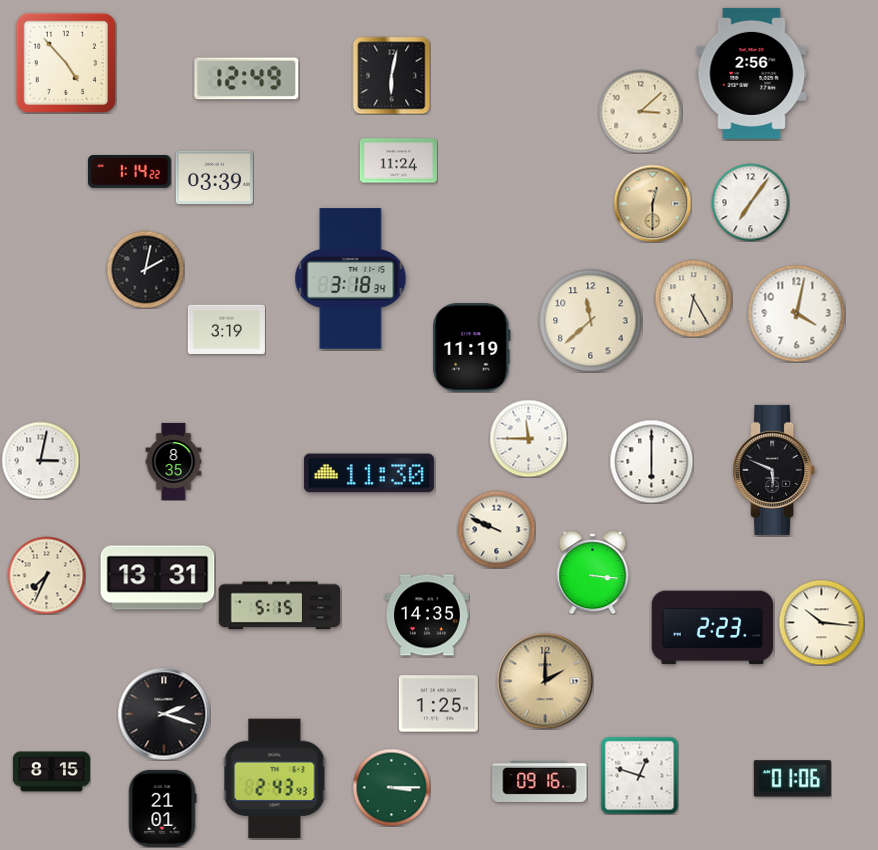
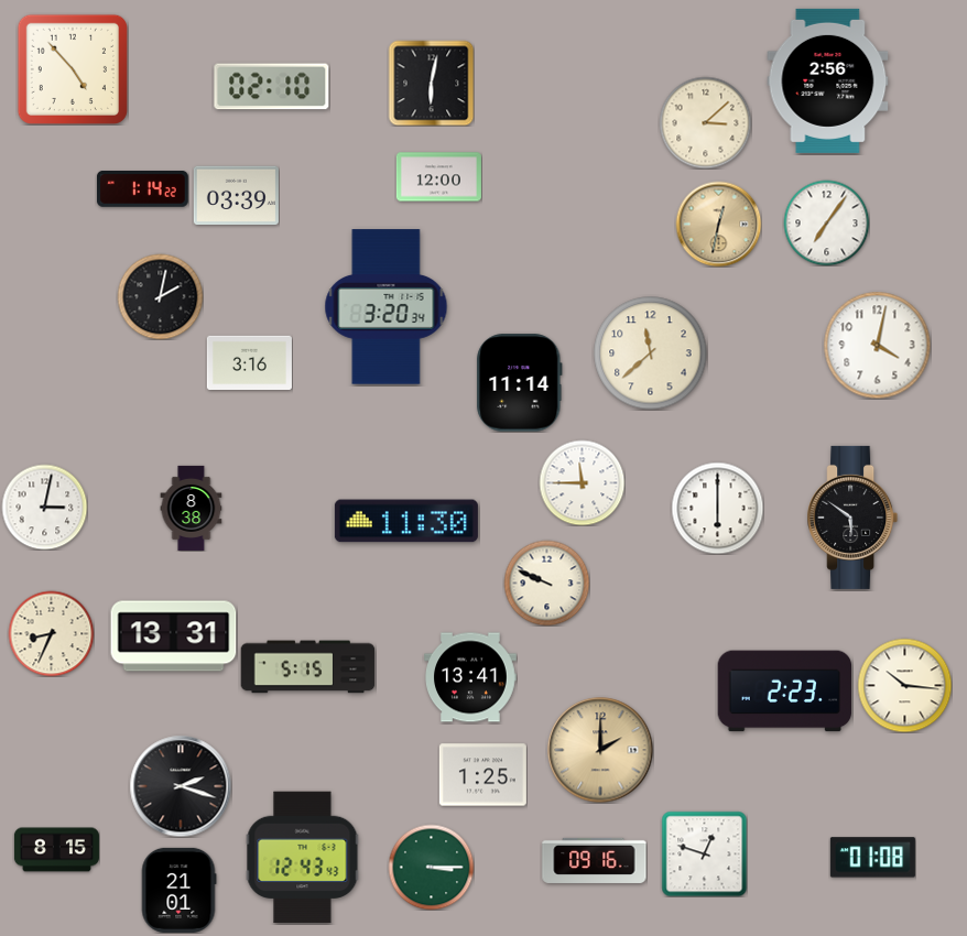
clock at (247, 79): 12:49 -> 02:10
clock at (398, 161): 11:24 -> 12:00
clock at (652, 203): 12:30 -> 12:32
clock at (351, 279): 3:18 -> 3:20
clock at (693, 298): 6:25 -> none
clock at (226, 330): 3:19 -> 3:16
clock at (472, 348): 11:19 -> 11:14
clock at (174, 461): 8:35 -> 8:38
clock at (774, 470): 5:49 -> 5:51
clock at (593, 572): 3:16 -> none
clock at (46, 575): 7:34 -> 8:34
clock at (427, 615): 14:35 -> 13:41
clock at (275, 779): 2:43 -> 12:43
clock at (792, 779): 01:06 -> 01:08
